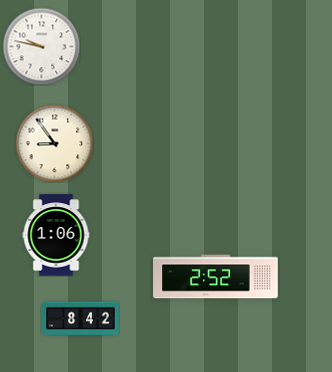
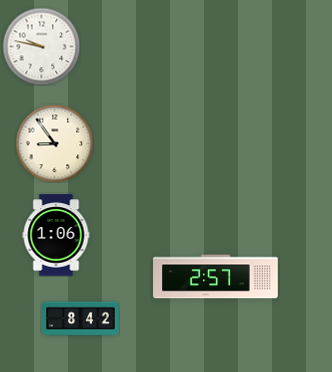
clock at (216, 277): 2:52 -> 2:57
